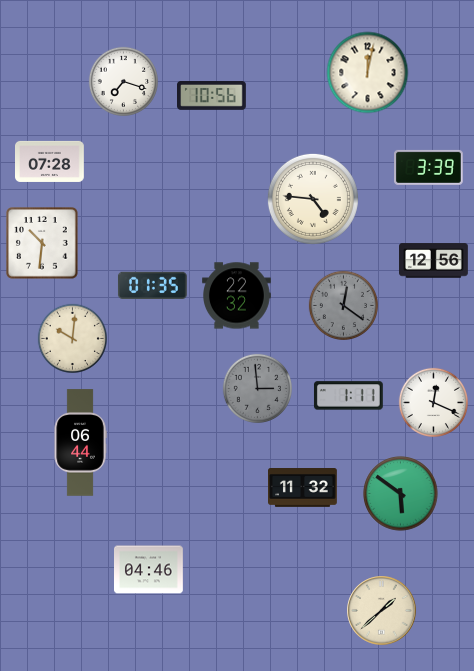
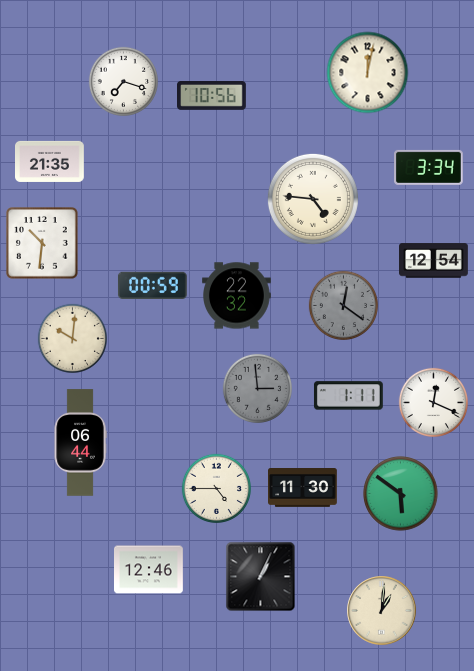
clock at (50, 161): 07:28 -> 21:35
clock at (429, 167): 3:39 -> 3:34
clock at (434, 261): 12:56 -> 12:54
clock at (152, 285): 01:35 -> 00:59
clock at (216, 488): none -> 4:45
clock at (303, 488): 11:32 -> 11:30
clock at (149, 570): 04:46 -> 12:46
clock at (261, 577): none -> 1:04
clock at (382, 611): 1:38 -> 1:01
